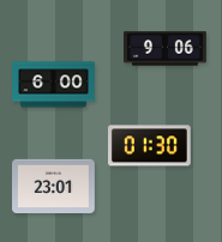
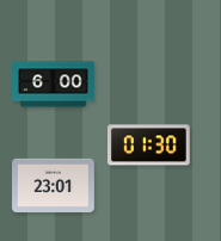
clock at (166, 49): 9:06 -> none
